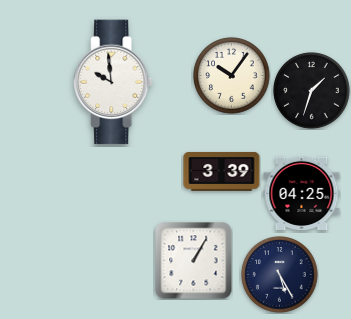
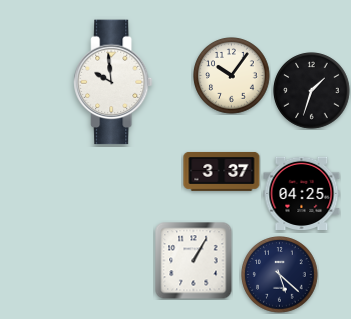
clock at (222, 171): 3:39 -> 3:37
clock at (280, 275): 5:25 -> 5:22
